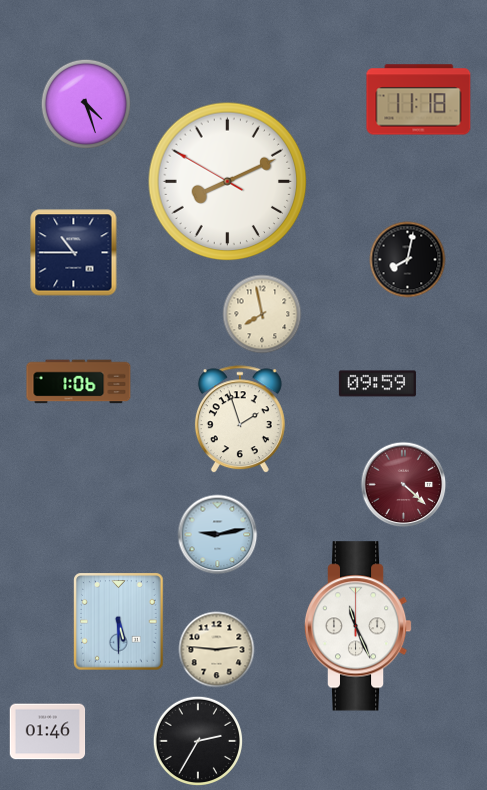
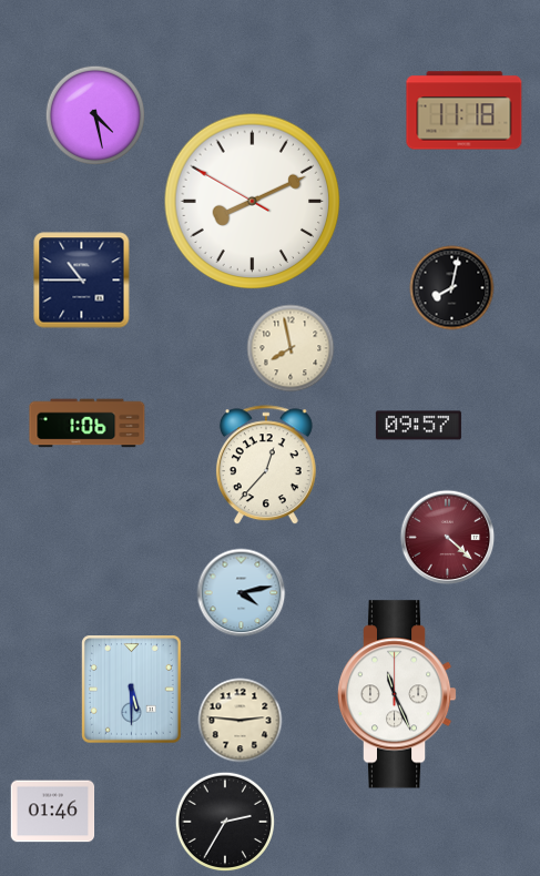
clock at (85, 103): 4:27 -> 4:28
clock at (377, 384): 09:59 -> 09:57
clock at (240, 420): 1:57 -> 12:37
clock at (218, 535): 9:13 -> 4:13
clock at (197, 740) position: (197, 740) -> (224, 821)
